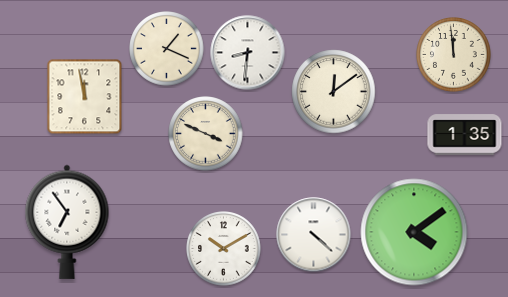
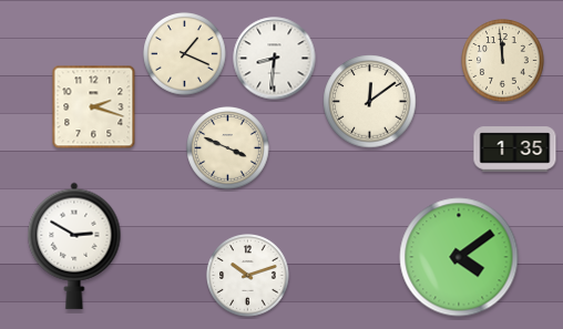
clock at (85, 97): 11:58 -> 2:18
clock at (67, 222): 6:54 -> 2:50
clock at (314, 235): 4:22 -> none
clock at (224, 249): 10:10 -> 10:12
